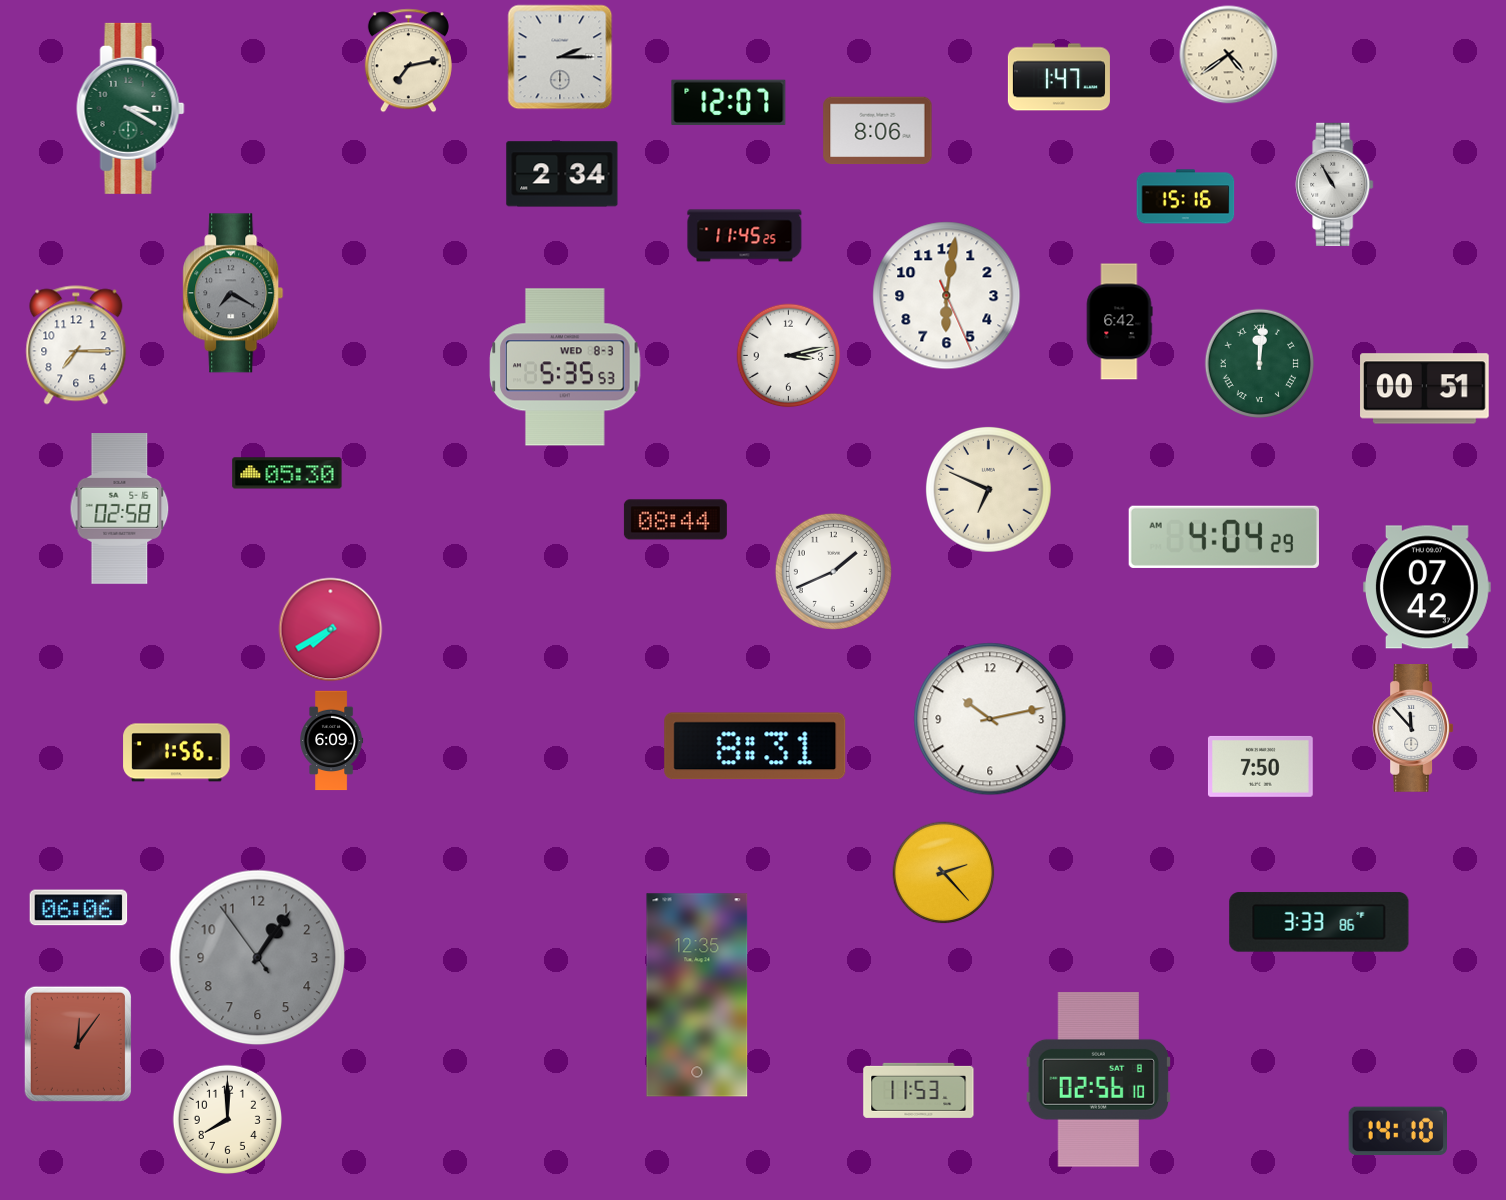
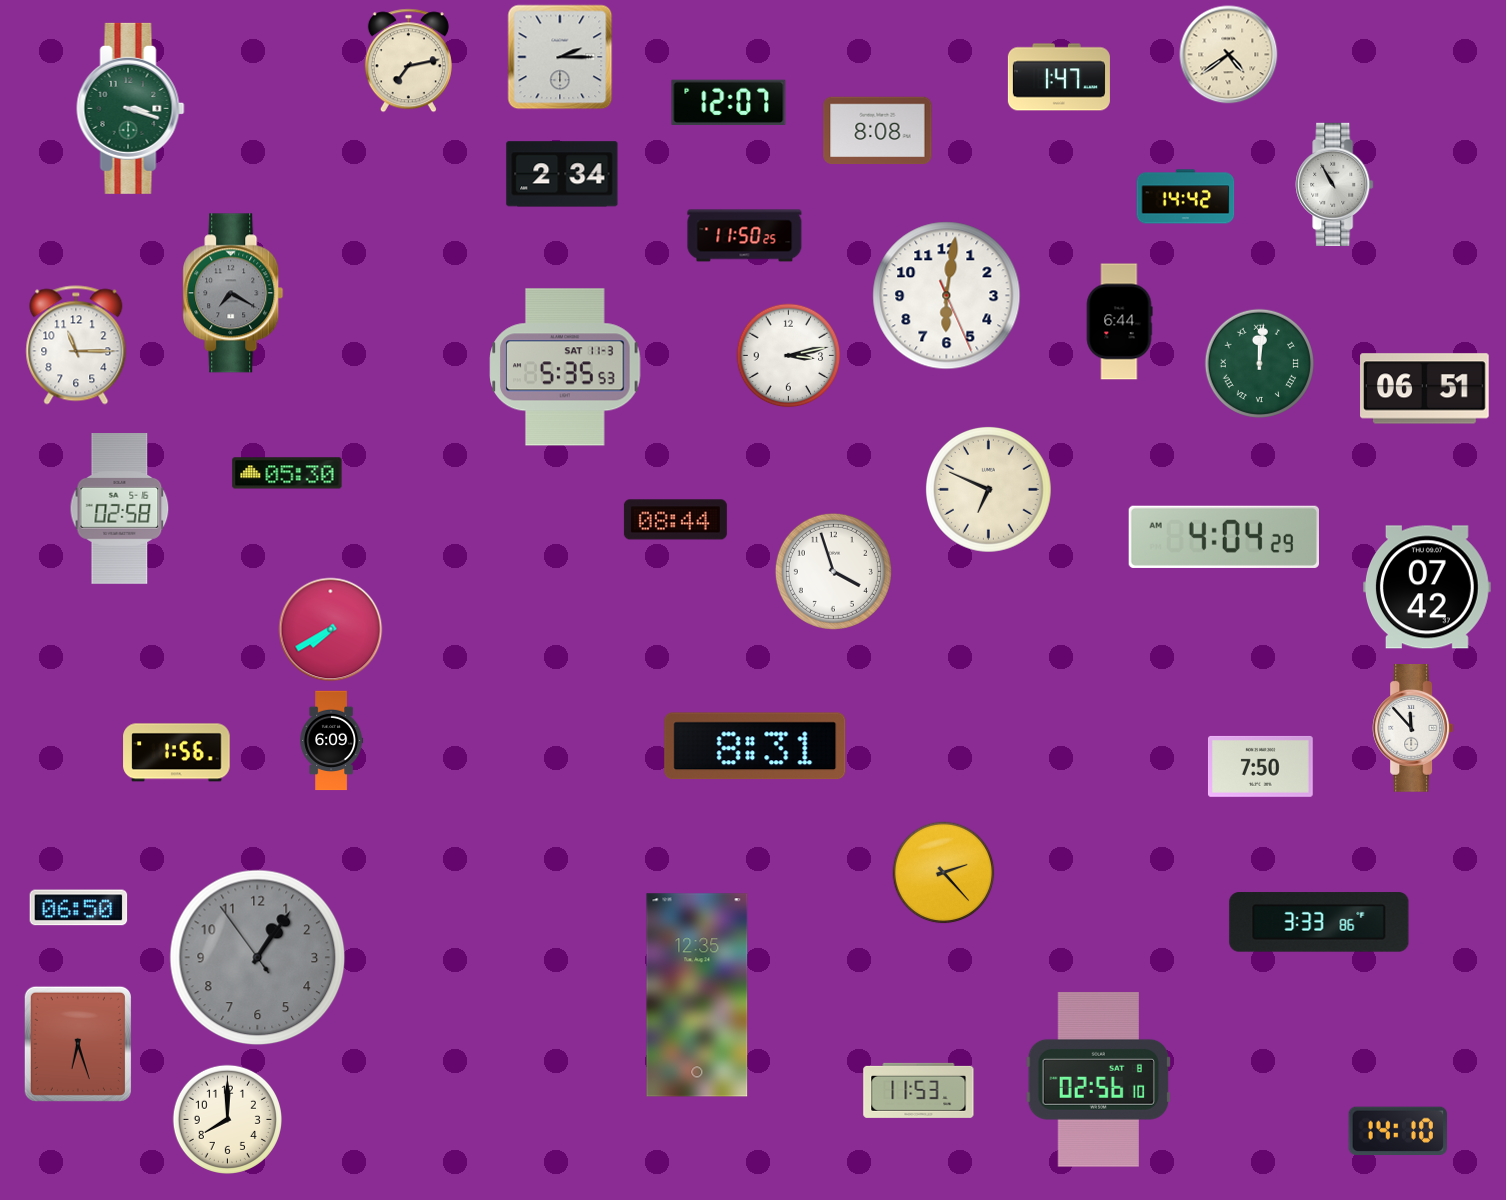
clock at (131, 108): 3:20 -> 3:18
clock at (878, 131): 8:06 -> 8:08
clock at (1186, 197): 15:16 -> 14:42
clock at (745, 236): 11:45 -> 11:50
clock at (1119, 322): 6:42 -> 6:44
clock at (76, 345): 7:15 -> 11:15
clock at (565, 367) date: WED 8-3 -> SAT 11-3
clock at (1425, 389): 00:51 -> 06:51
clock at (833, 571): 1:41 -> 3:57
clock at (990, 719): 10:13 -> none
clock at (79, 908): 06:06 -> 06:50
clock at (78, 1044): 12:06 -> 6:27
